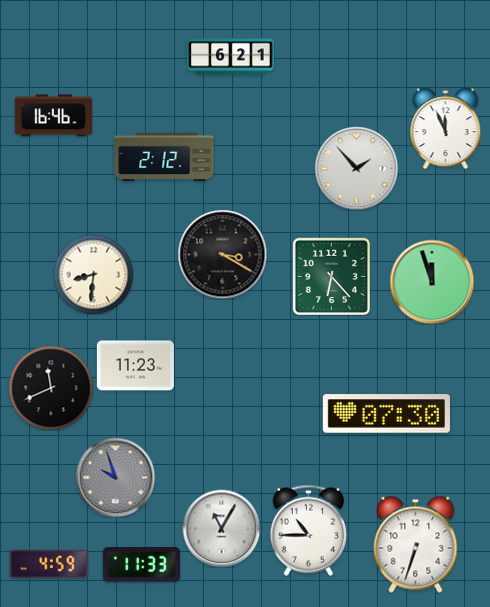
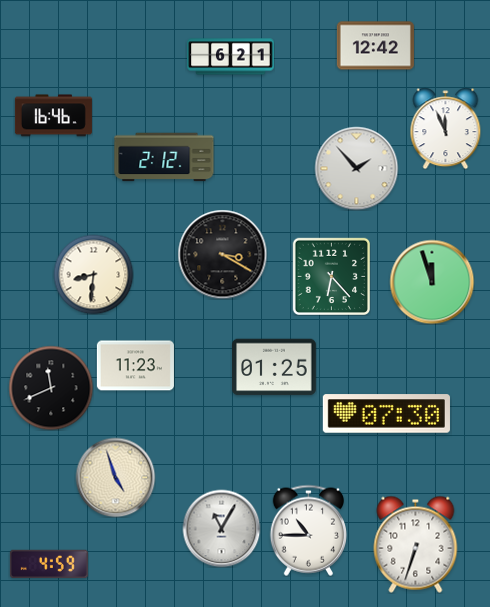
clock at (375, 46): none -> 12:42
clock at (275, 367): none -> 01:25
clock at (115, 477): 9:57 -> 4:57
clock at (115, 477) dial: grey -> cream
clock at (141, 565): 11:33 -> none
